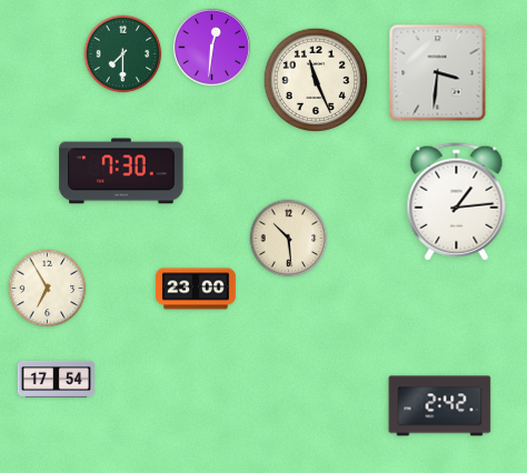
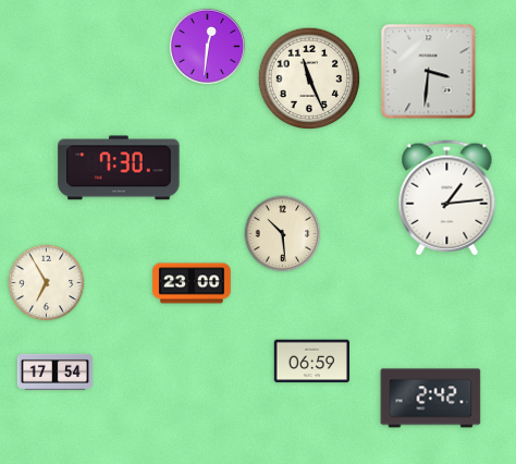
clock at (123, 54): 7:30 -> none
clock at (311, 362): none -> 06:59
